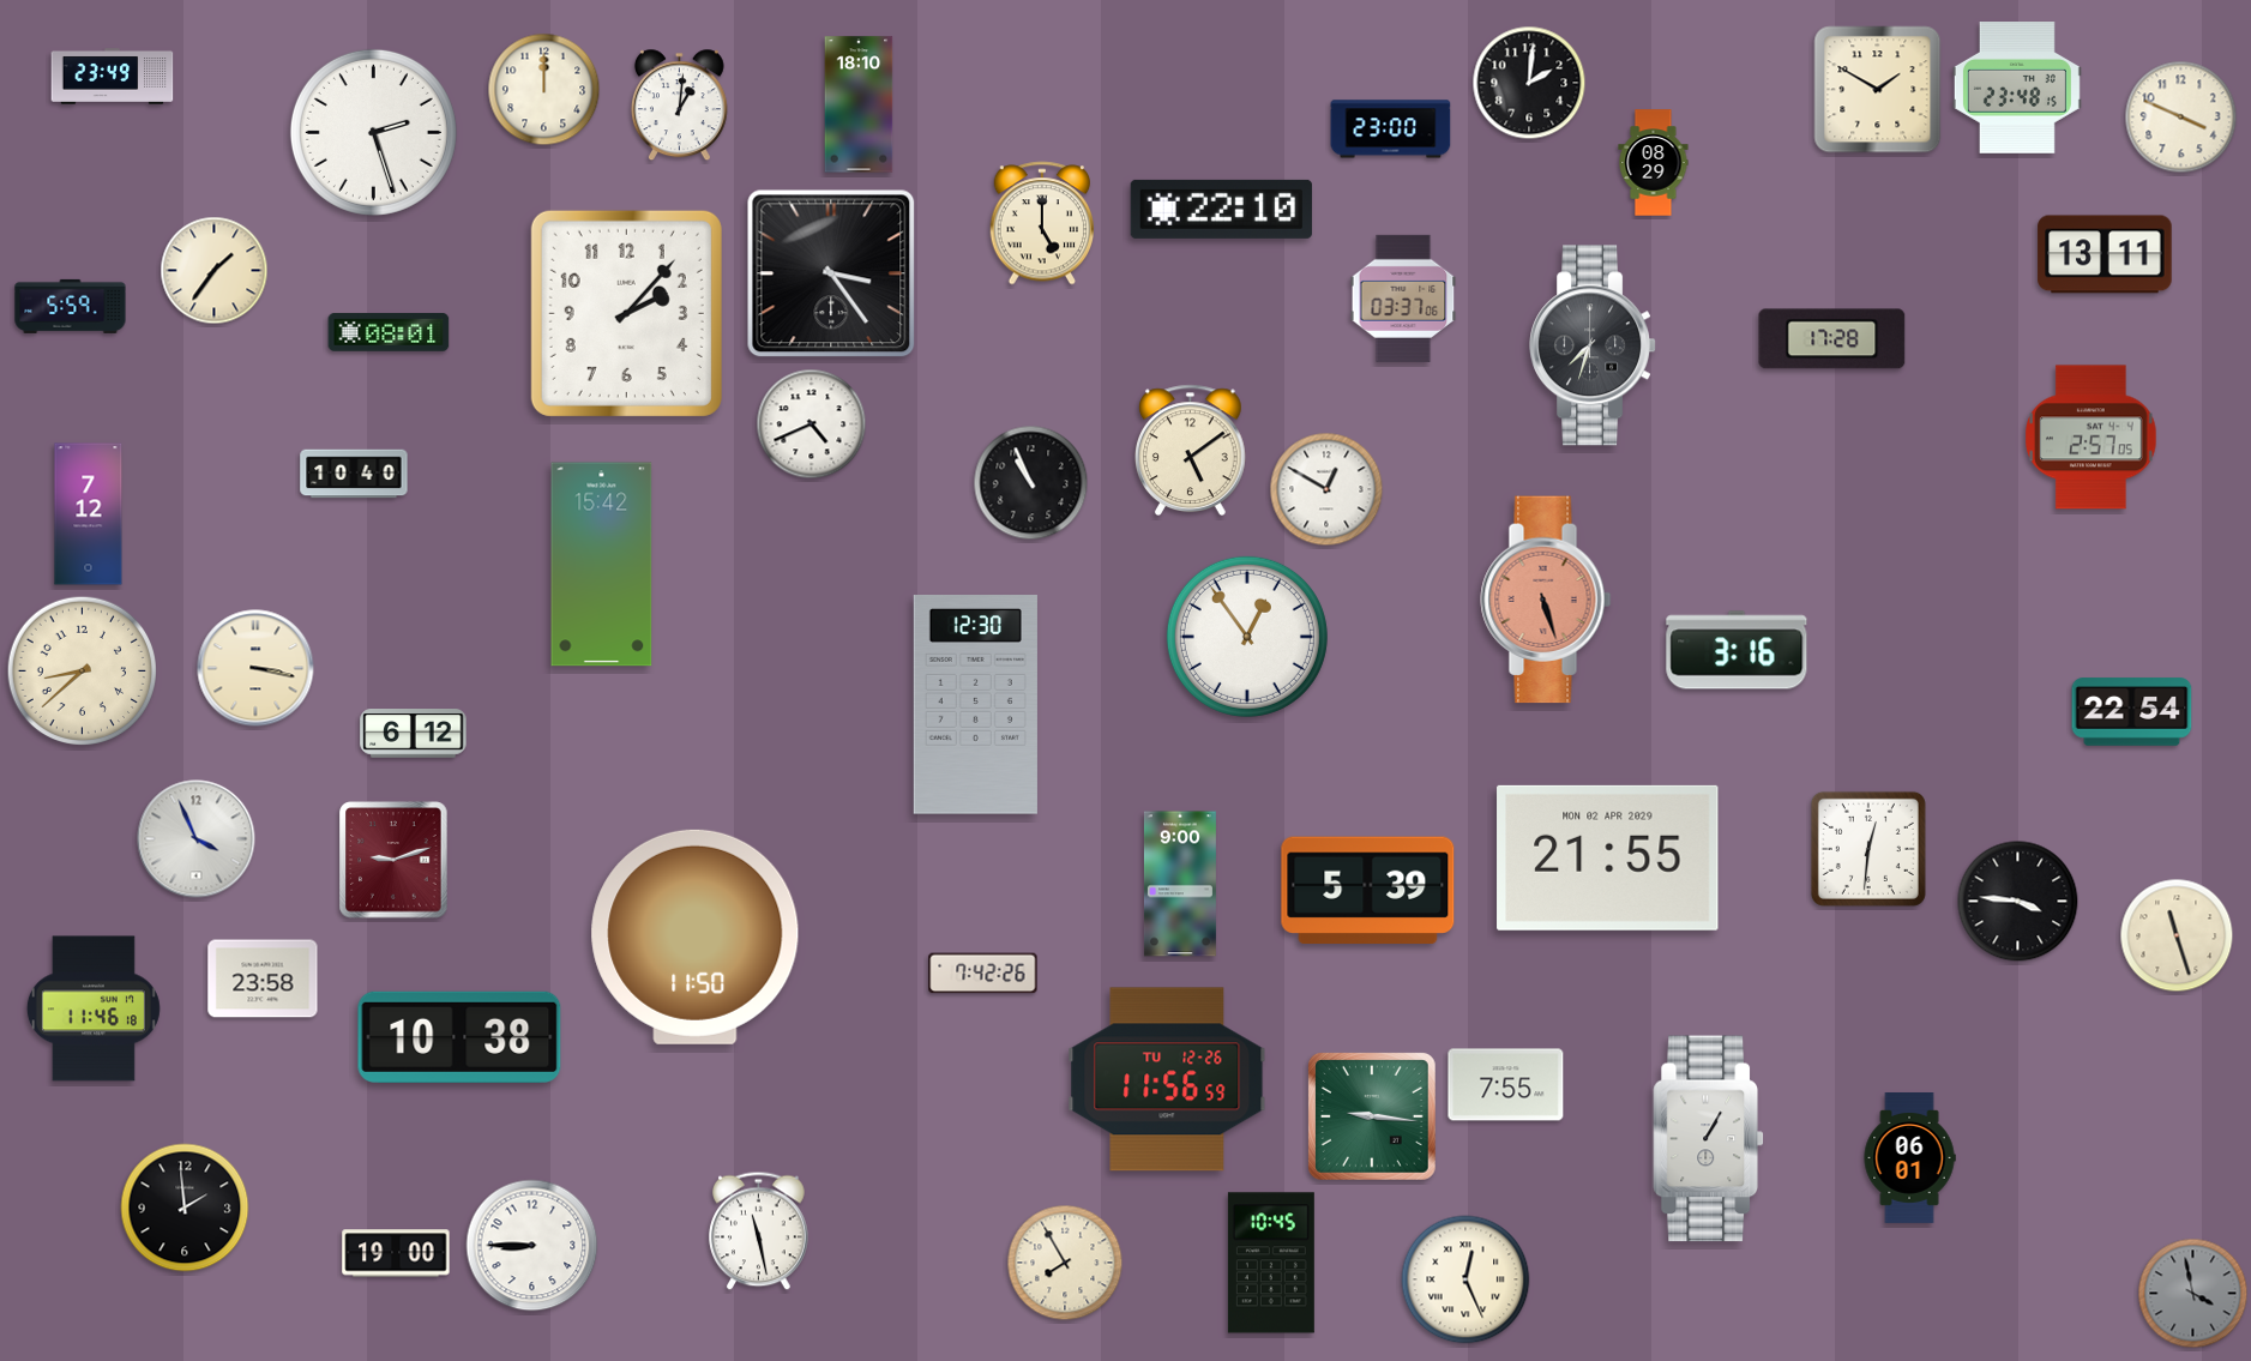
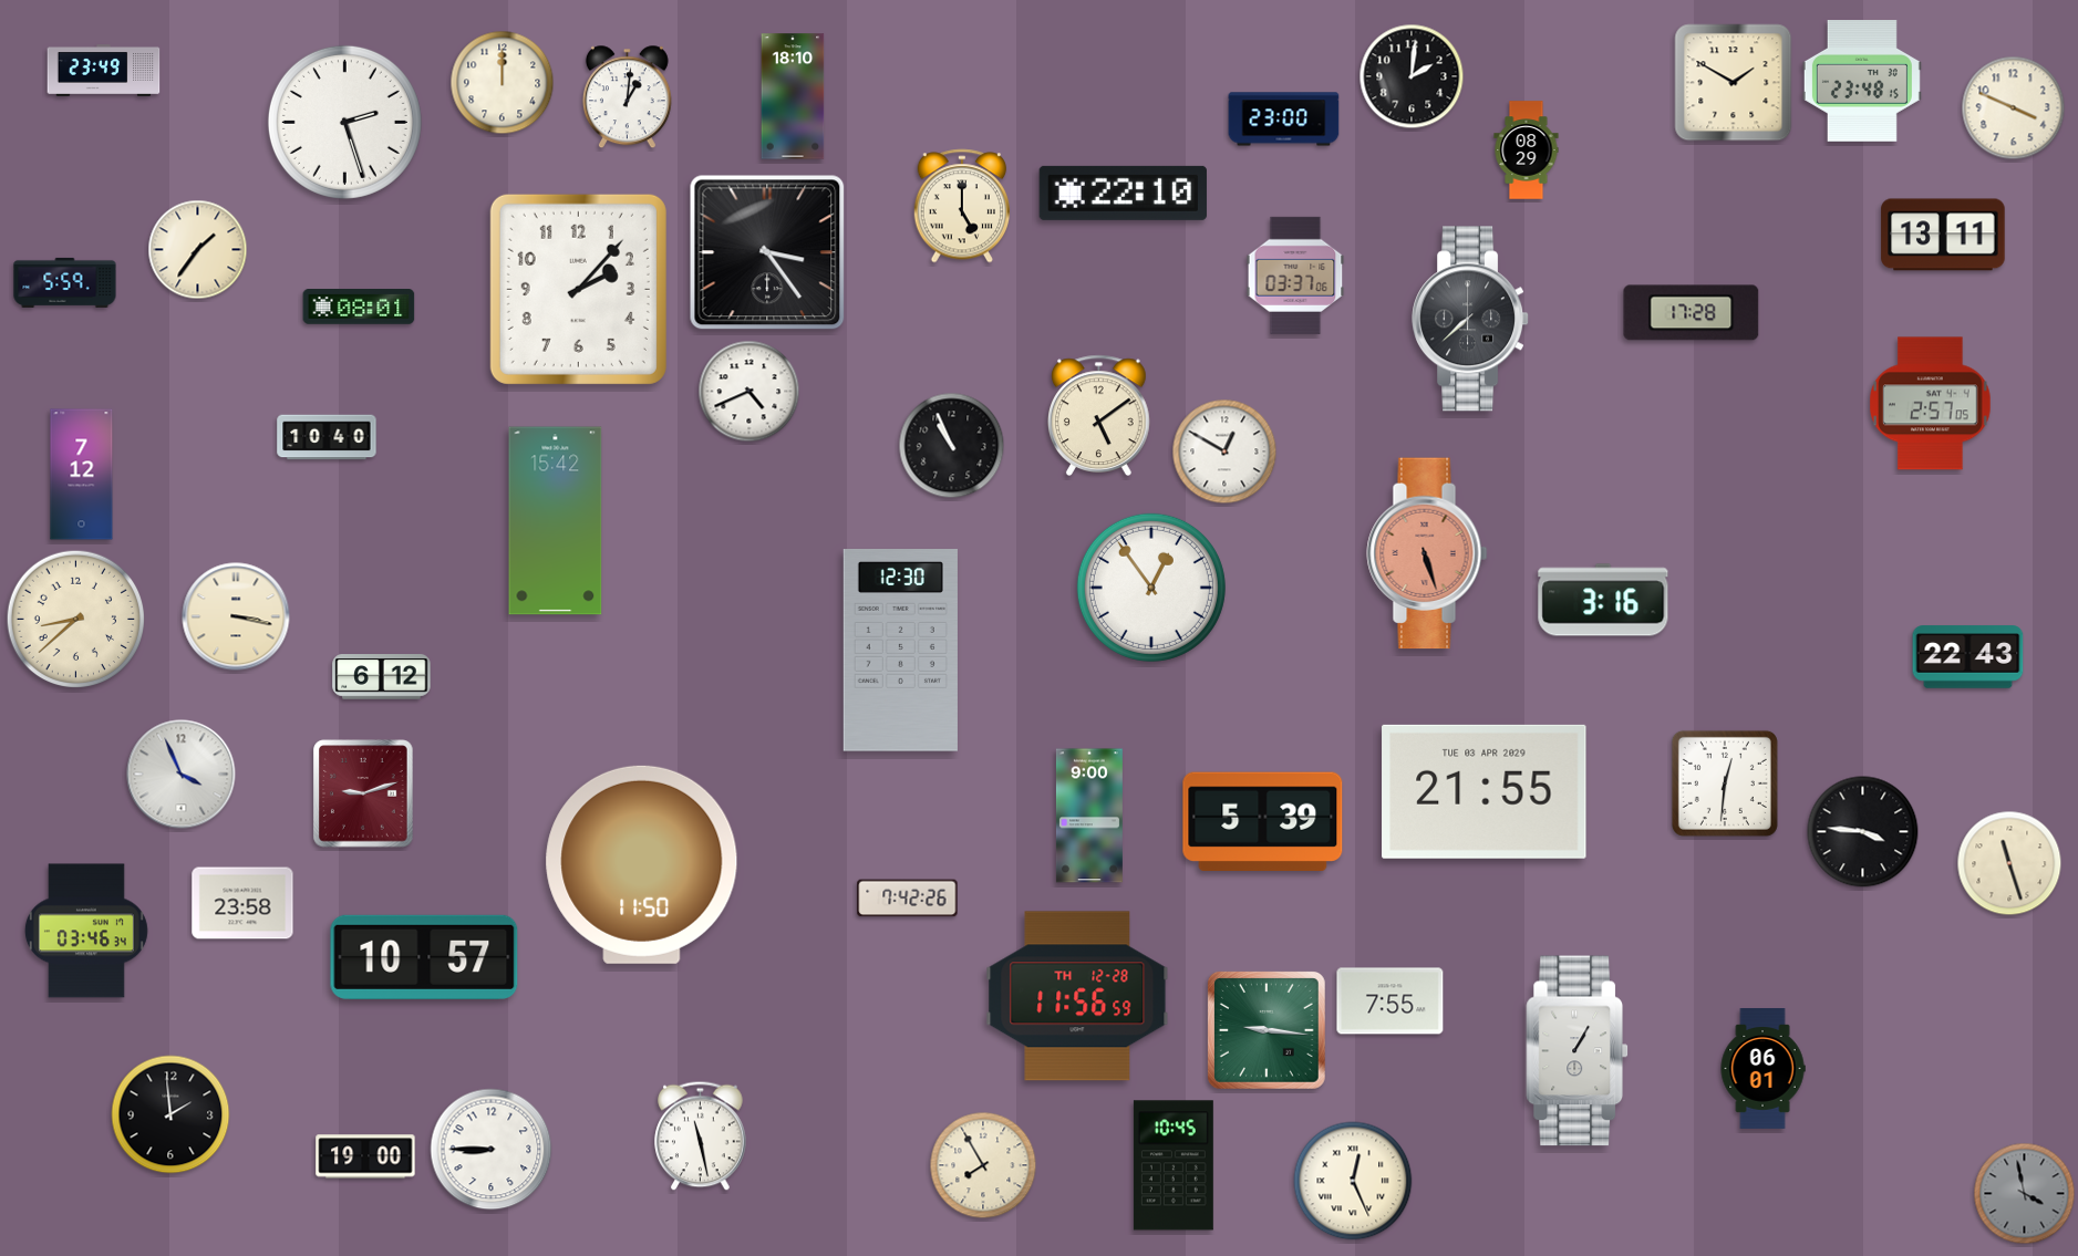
clock at (1221, 209) position: (1221, 209) -> (1123, 193)
clock at (1594, 345): 7:33 -> 7:38
clock at (2132, 712): 22:54 -> 22:43
clock at (1608, 857) date: MON 02 APR 2029 -> TUE 03 APR 2029
clock at (94, 1008): 11:46 -> 03:46
clock at (459, 1037): 10:38 -> 10:57
clock at (1167, 1079) date: TU 12-26 -> TH 12-28
